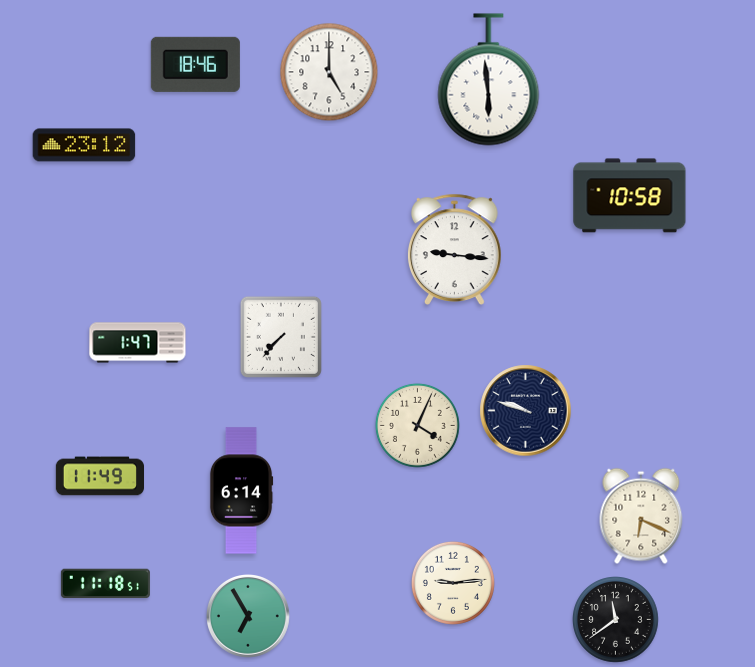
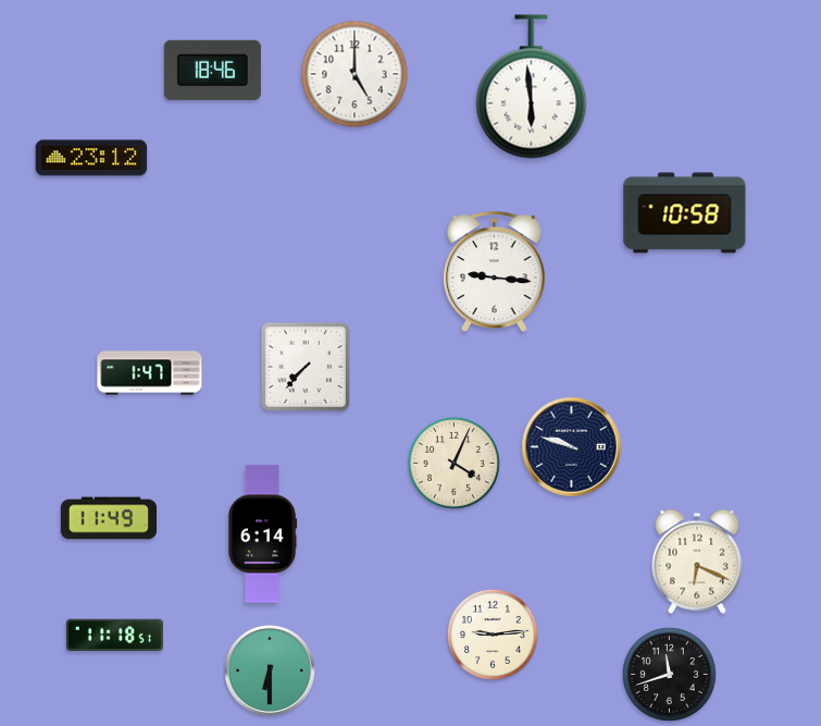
clock at (329, 72) position: (329, 72) -> (354, 74)
clock at (249, 617): 6:55 -> 6:30
clock at (616, 620): 11:39 -> 11:42
